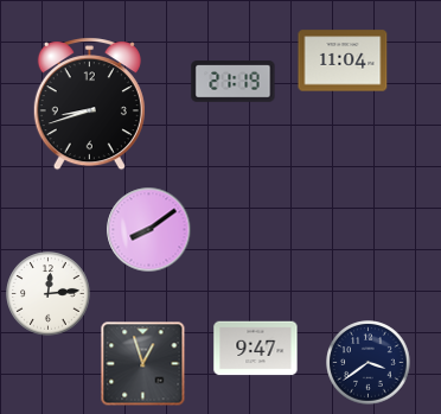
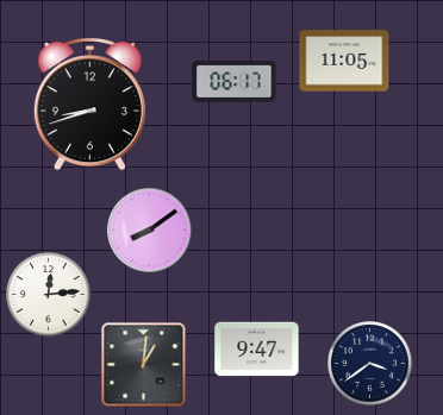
clock at (343, 60): 11:04 -> 11:05
clock at (234, 82): 21:19 -> 06:17
clock at (143, 364): 12:57 -> 1:01
